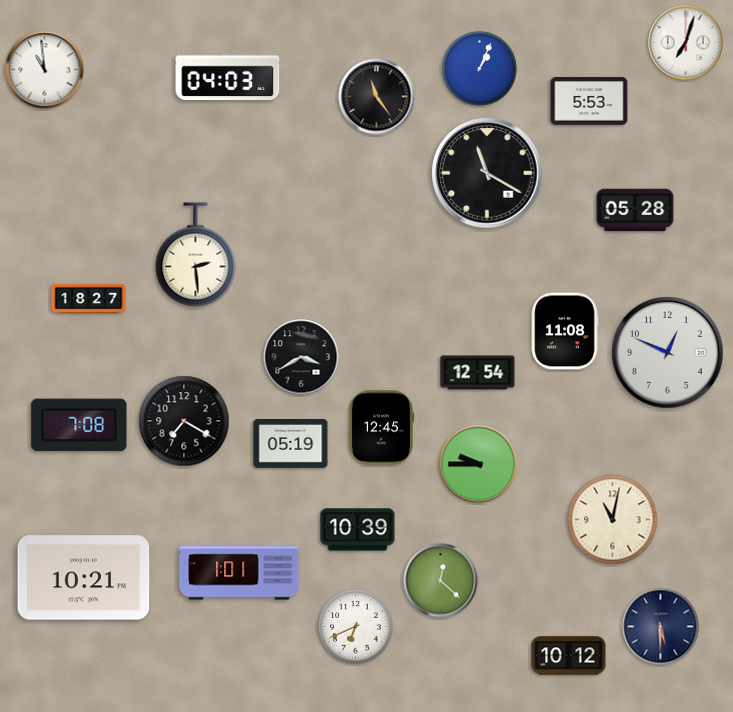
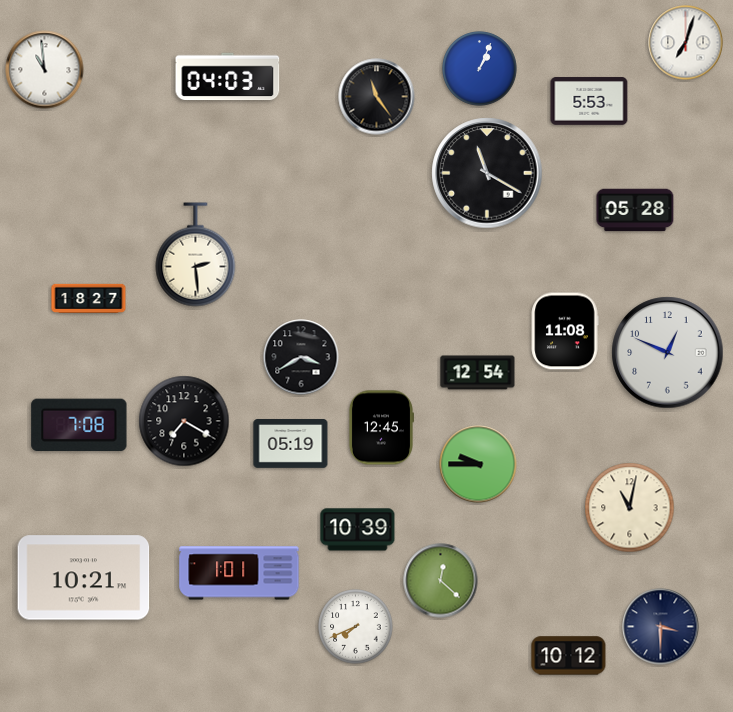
clock at (613, 520) position: (613, 520) -> (630, 508)
clock at (356, 627): 6:41 -> 7:41
clock at (661, 627): 5:30 -> 3:30
